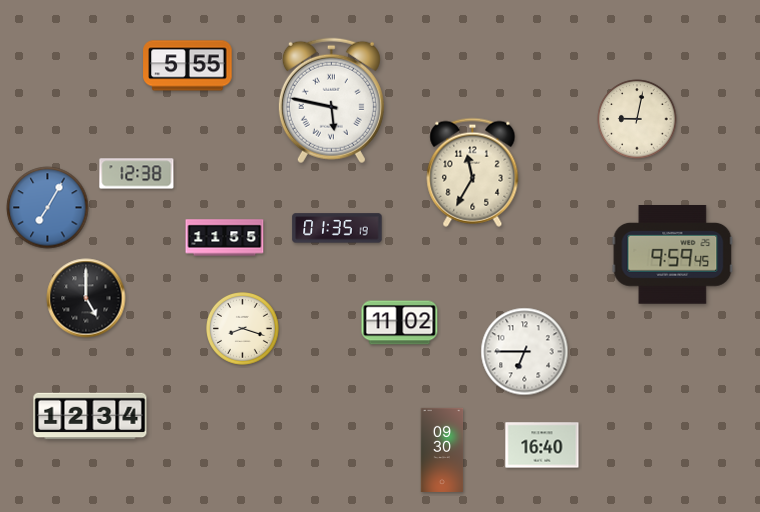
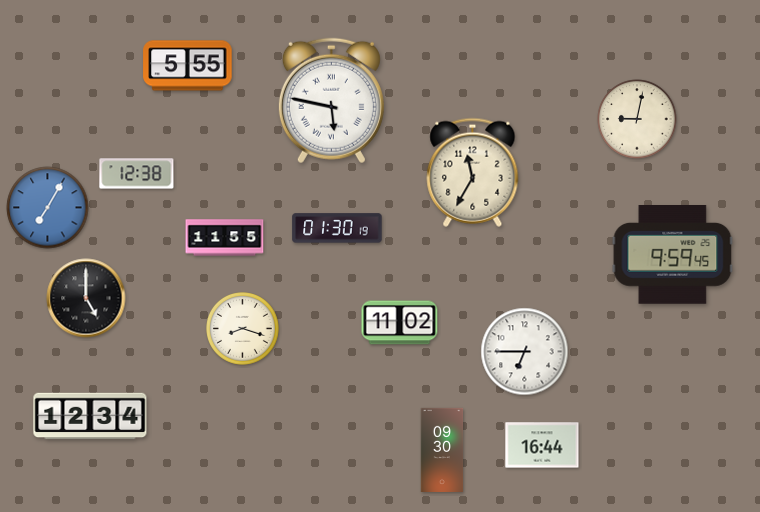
clock at (337, 228): 01:35 -> 01:30
clock at (542, 445): 16:40 -> 16:44
